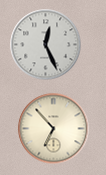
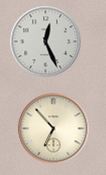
clock at (46, 45) position: (46, 45) -> (46, 42)
